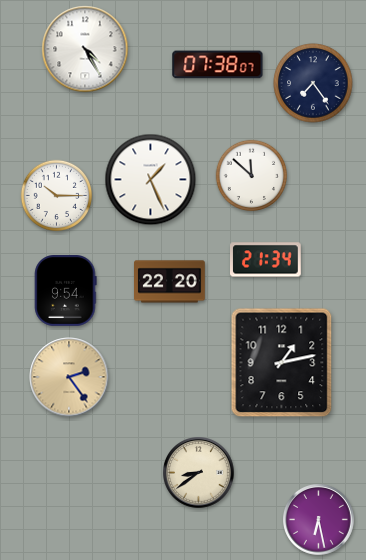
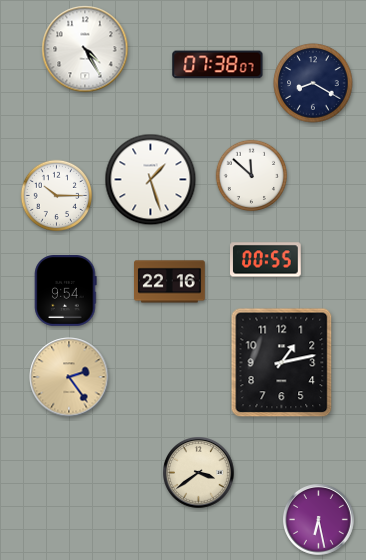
clock at (313, 83): 7:24 -> 8:20
clock at (151, 180): 1:26 -> 1:27
clock at (266, 260): 21:34 -> 00:55
clock at (170, 282): 22:20 -> 22:16
clock at (199, 473): 8:39 -> 3:39
